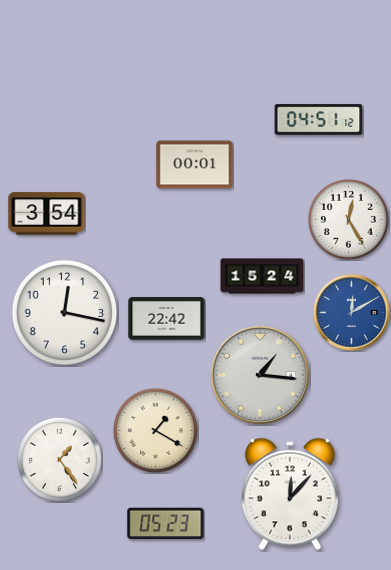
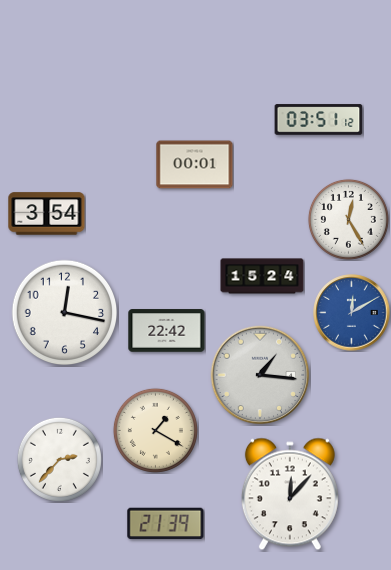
clock at (319, 120): 04:51 -> 03:51
clock at (167, 319) position: (167, 319) -> (167, 331)
clock at (59, 459): 1:24 -> 2:37
clock at (166, 524): 05:23 -> 21:39
